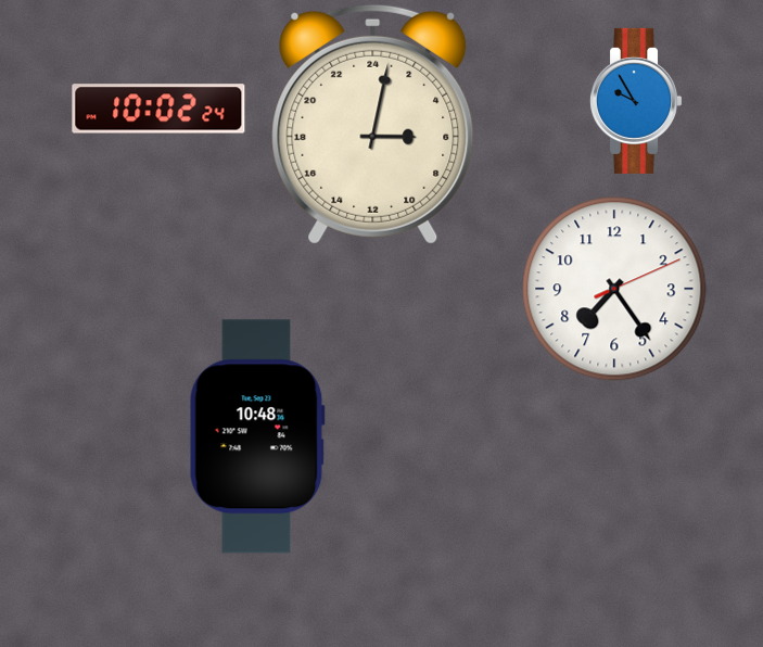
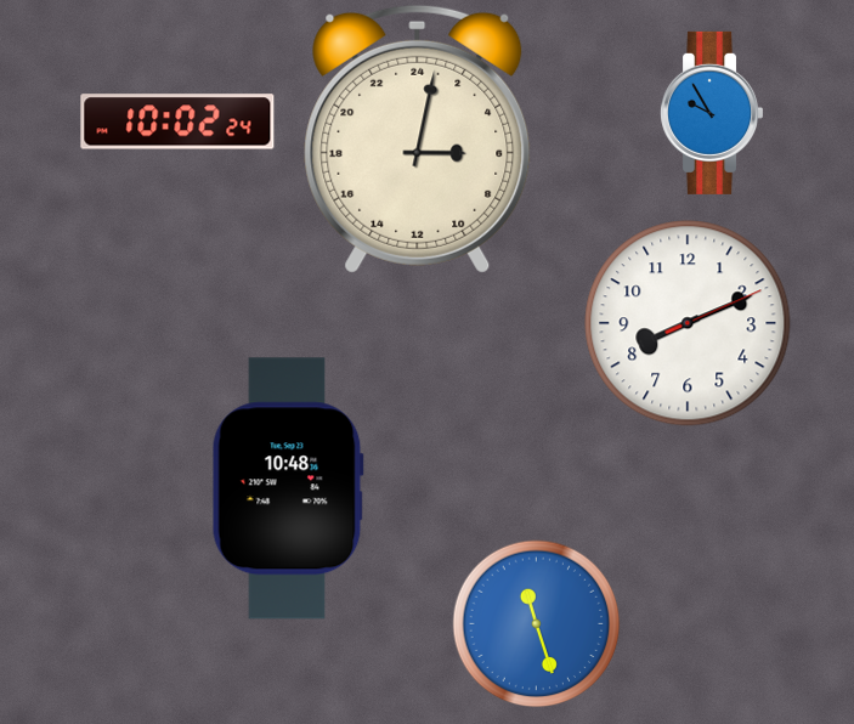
clock at (614, 289): 7:24 -> 8:11
clock at (537, 624): none -> 11:27
